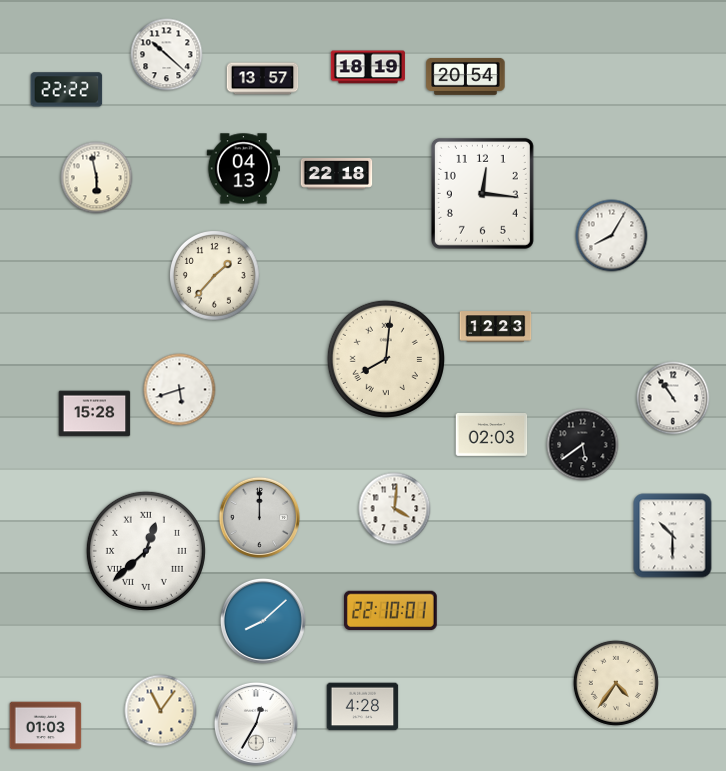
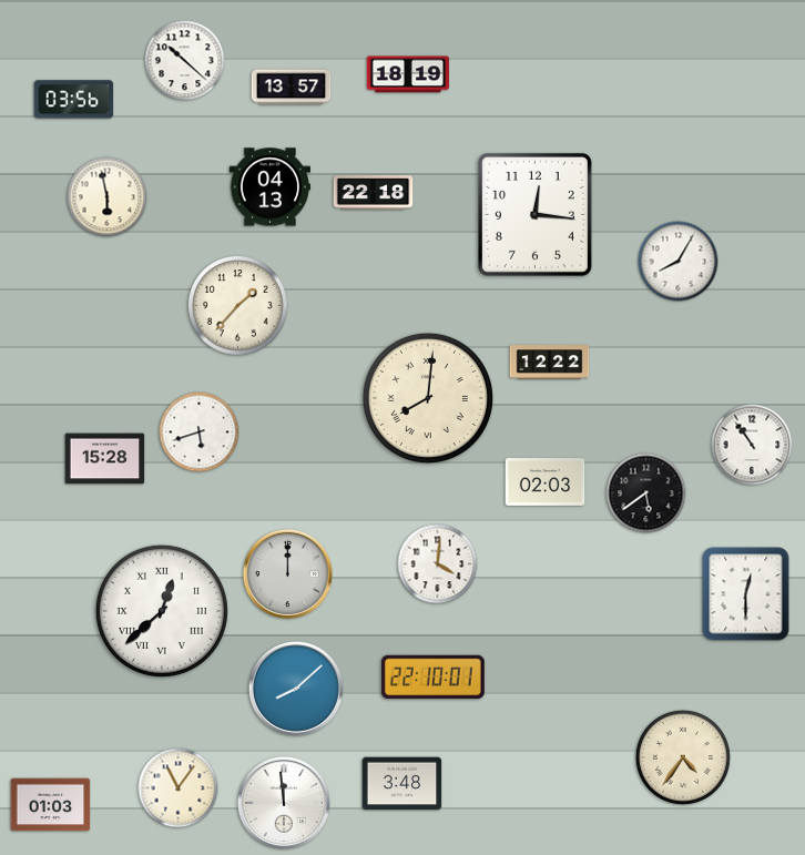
clock at (466, 76): 20:54 -> none
clock at (67, 90): 22:22 -> 03:56
clock at (496, 327): 12:23 -> 12:22
clock at (673, 398) position: (673, 398) -> (752, 445)
clock at (673, 536): 10:30 -> 12:30
clock at (263, 621) position: (263, 621) -> (296, 689)
clock at (363, 707): 4:28 -> 3:48
clock at (256, 724): 12:35 -> 11:59
